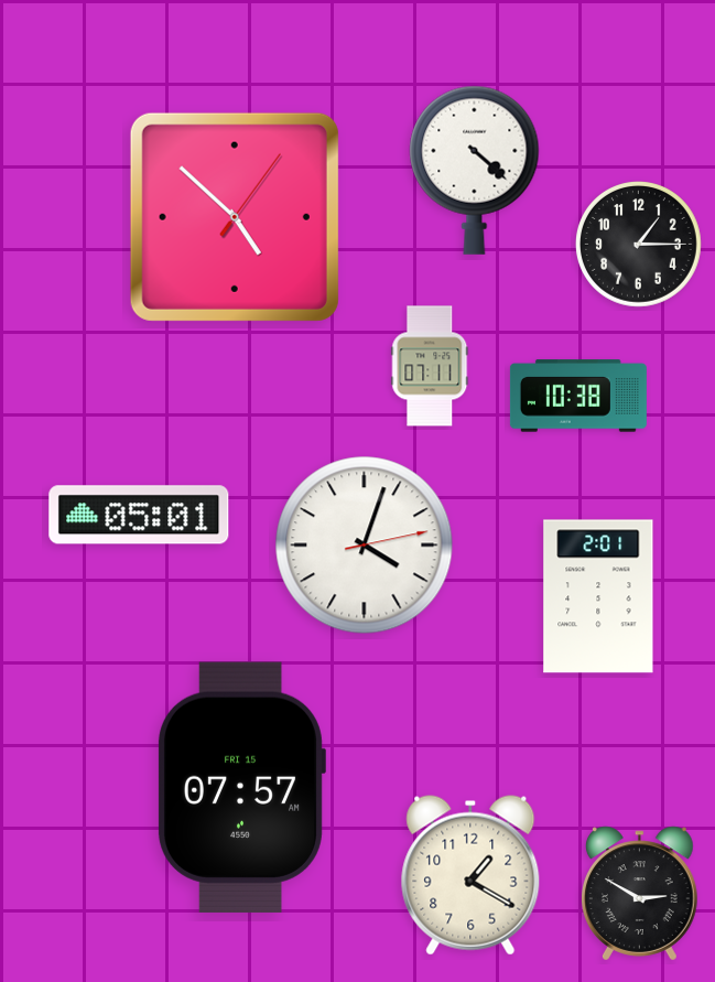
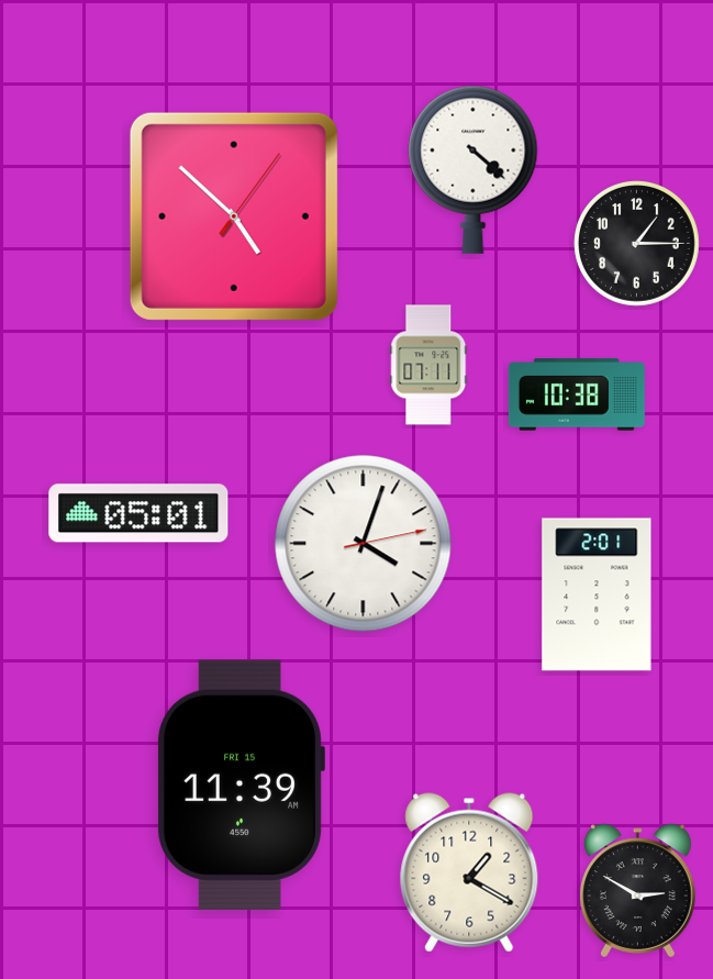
clock at (241, 787): 07:57 -> 11:39
